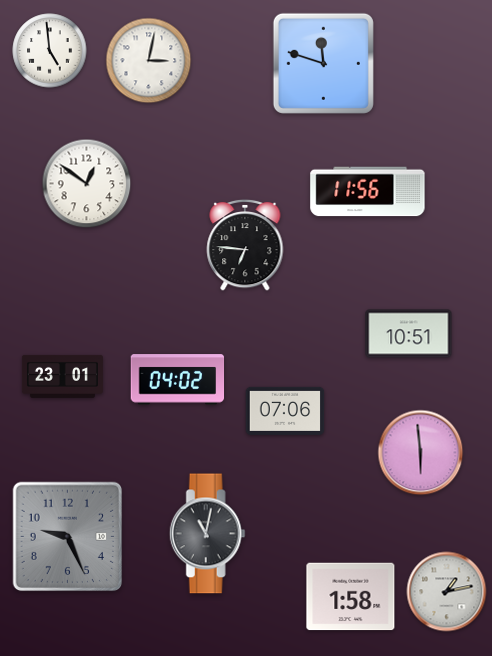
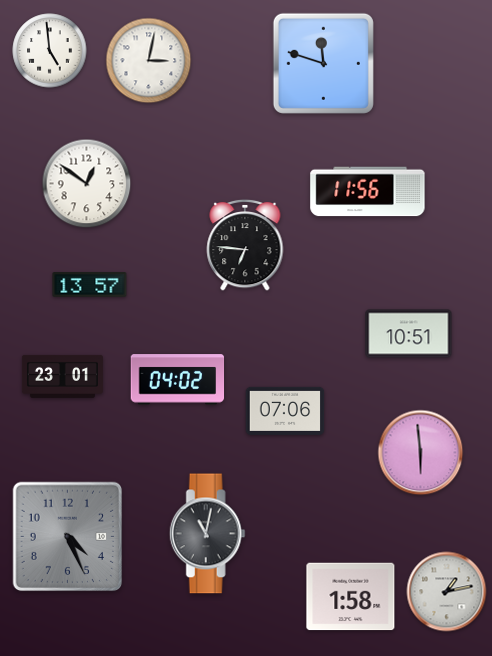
clock at (90, 285): none -> 13:57
clock at (68, 537): 9:26 -> 4:26
